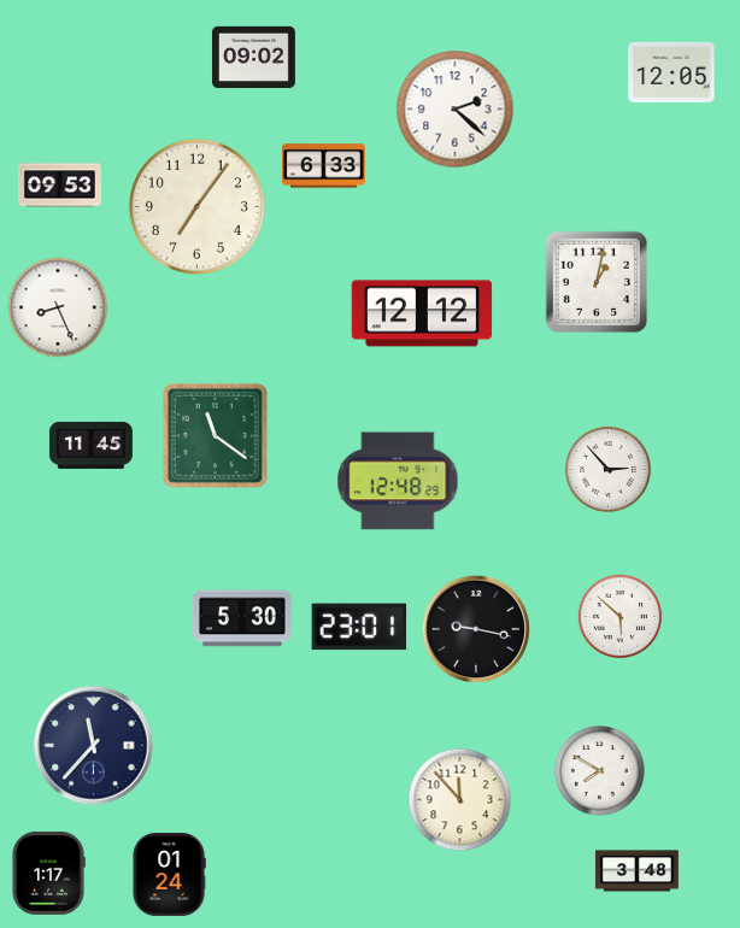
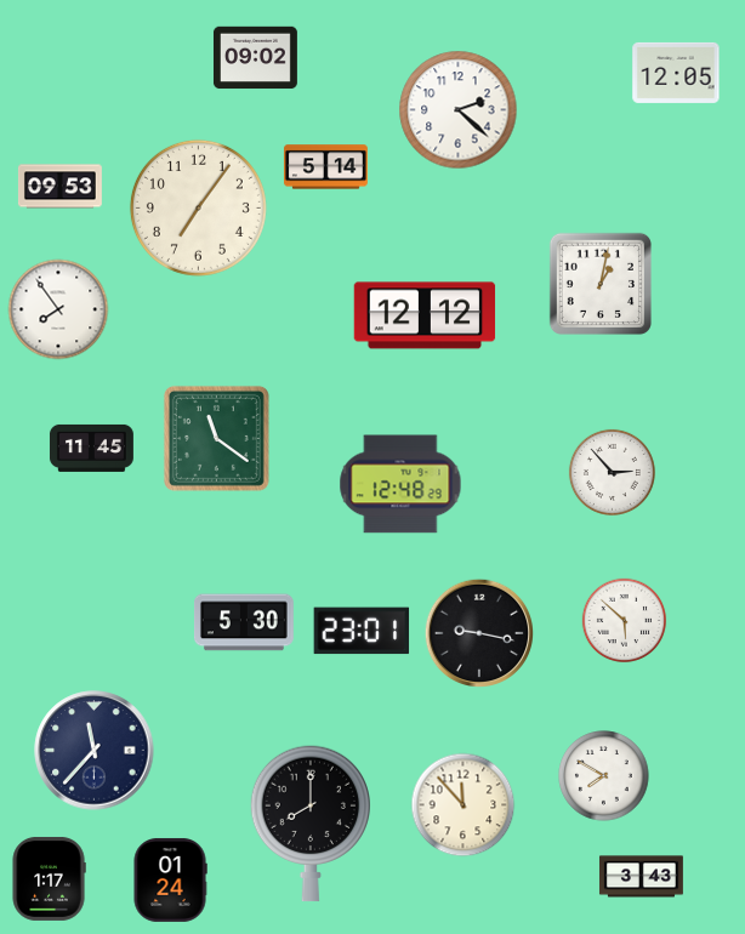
clock at (323, 166): 6:33 -> 5:14
clock at (58, 307): 8:26 -> 7:54
clock at (311, 824): none -> 8:00
clock at (636, 871): 3:48 -> 3:43
